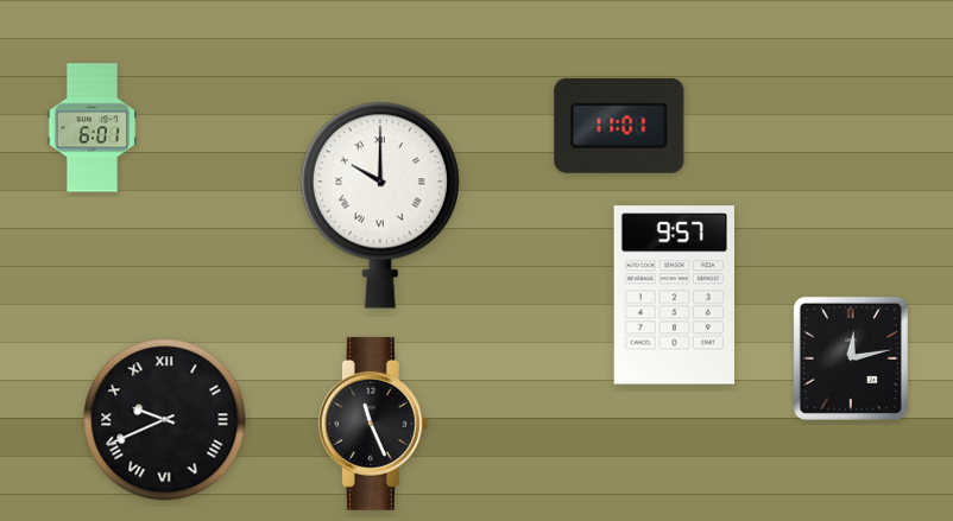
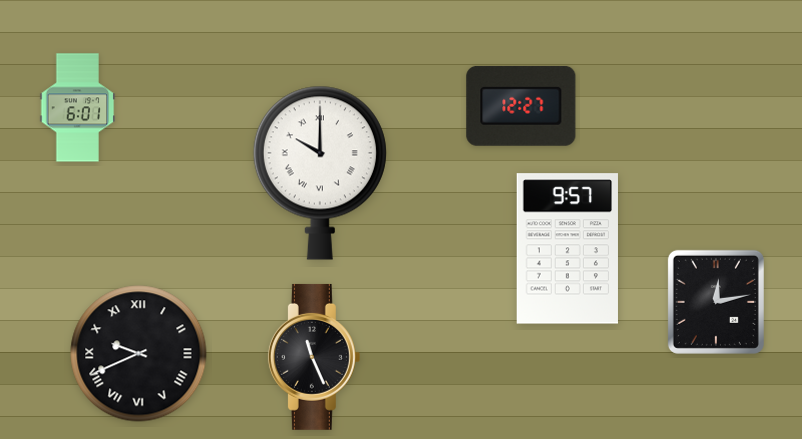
clock at (619, 126): 11:01 -> 12:27
